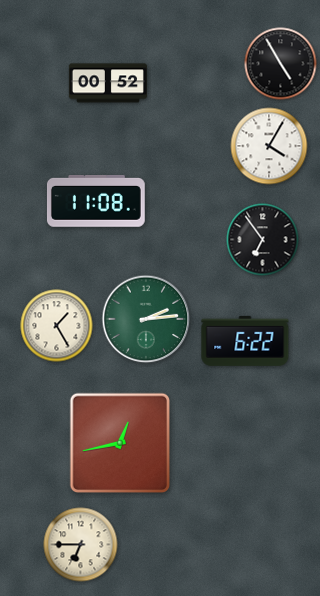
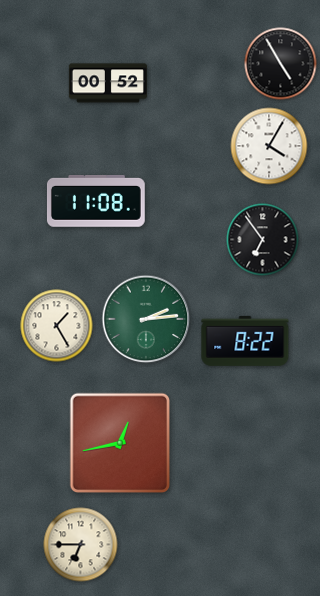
clock at (245, 341): 6:22 -> 8:22
